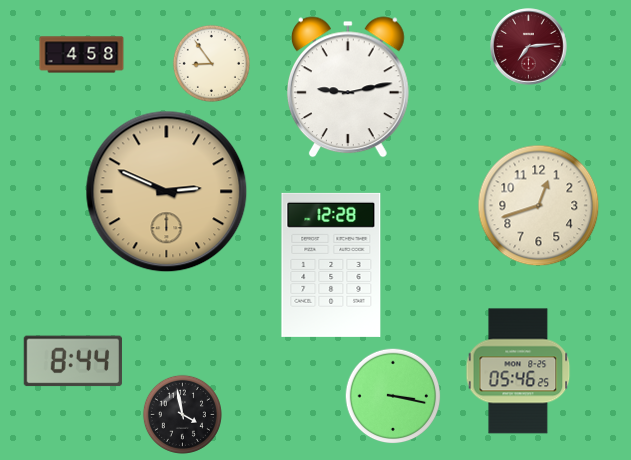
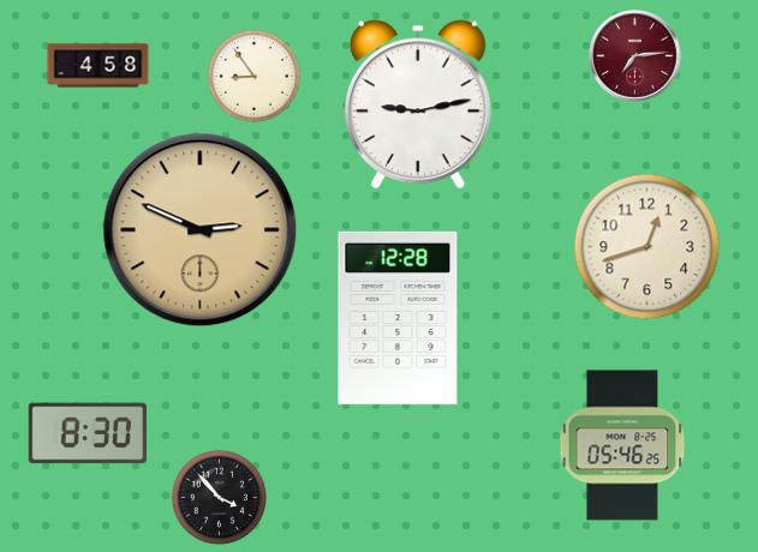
clock at (73, 361): 8:44 -> 8:30
clock at (393, 396): 3:17 -> none
clock at (182, 414): 3:58 -> 3:53
